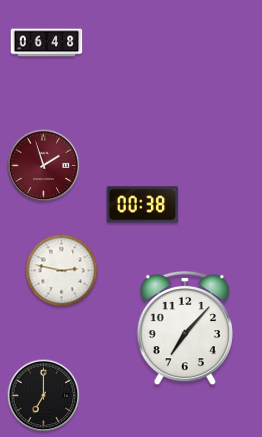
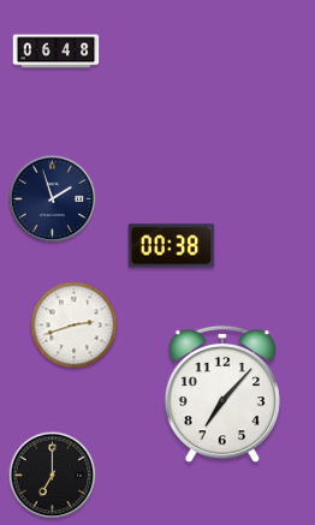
clock at (44, 166) dial: burgundy -> navy
clock at (62, 271): 2:47 -> 2:42
